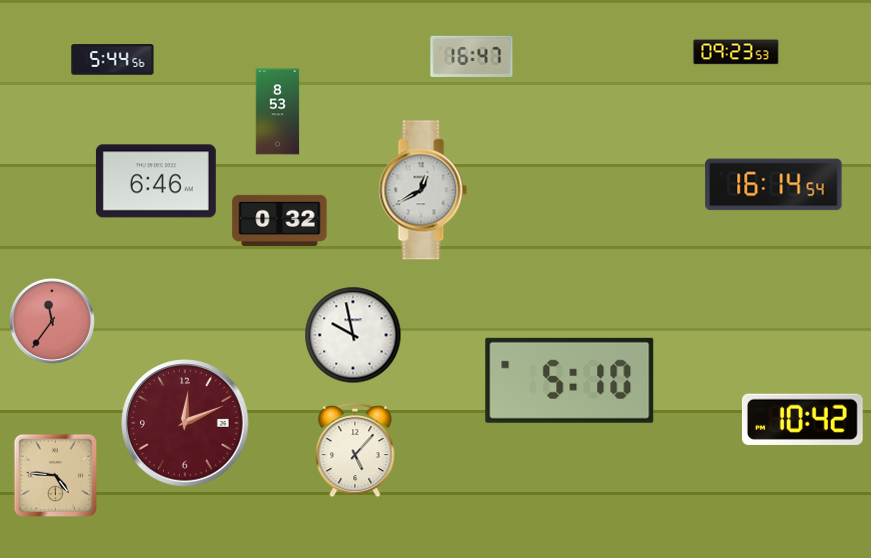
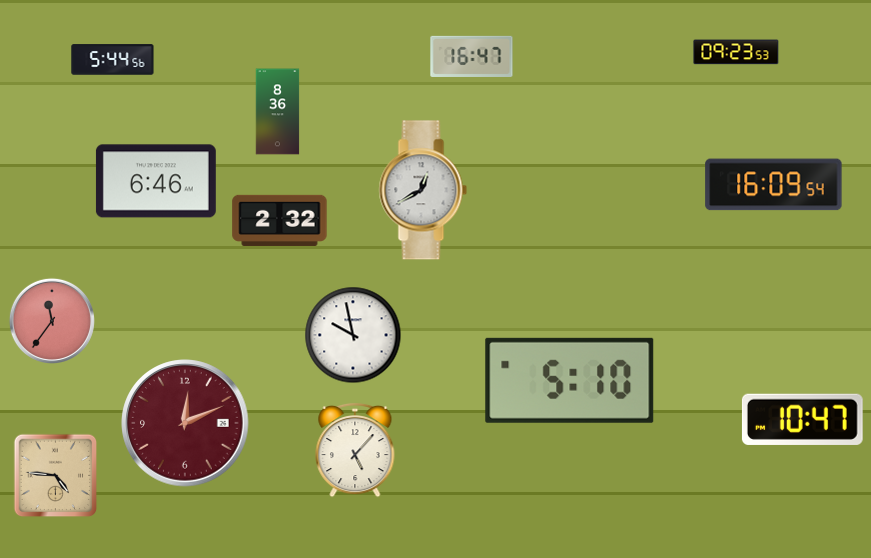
clock at (278, 112): 8:53 -> 8:36
clock at (774, 185): 16:14 -> 16:09
clock at (280, 220): 0:32 -> 2:32
clock at (802, 419): 10:42 -> 10:47
